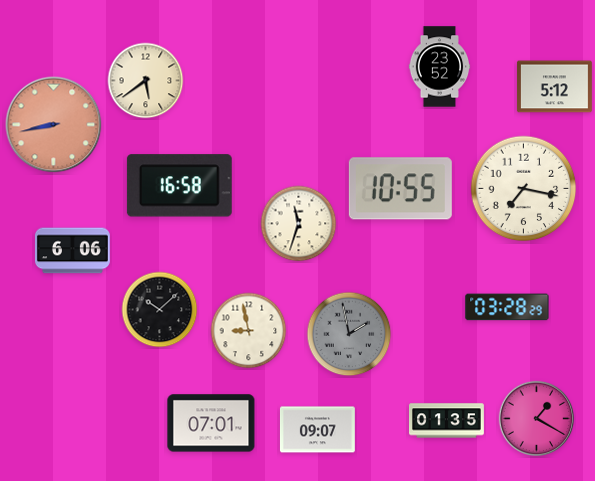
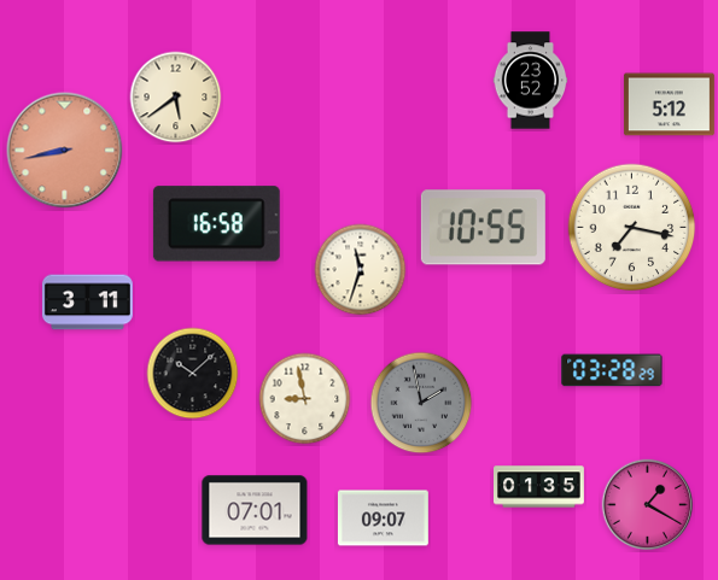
clock at (72, 251): 6:06 -> 3:11
clock at (249, 331) position: (249, 331) -> (305, 399)
clock at (447, 421) position: (447, 421) -> (539, 487)
